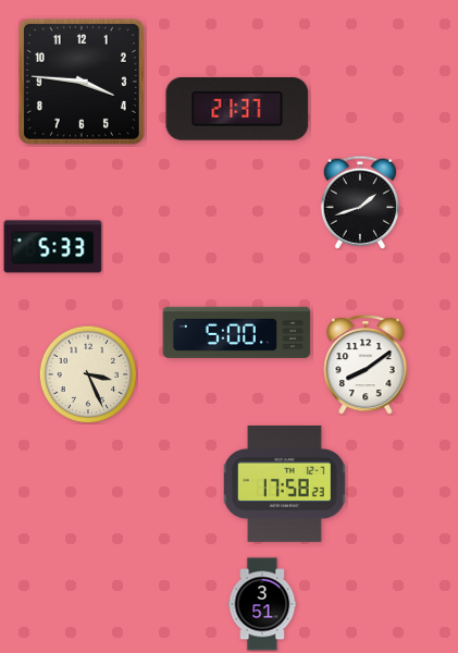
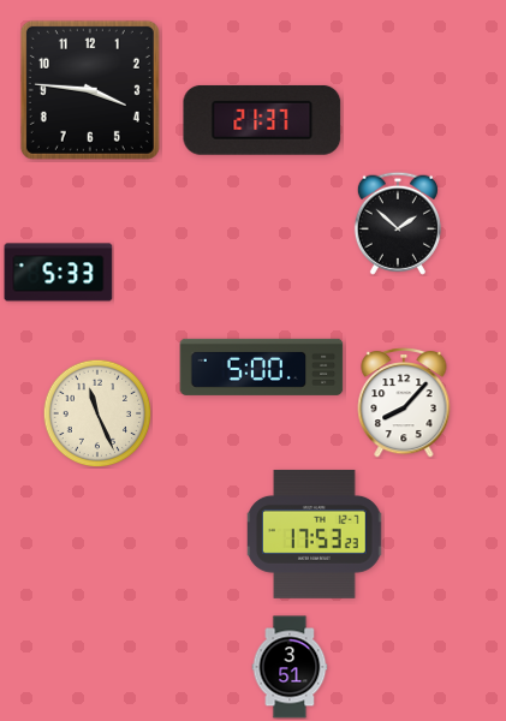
clock at (360, 202): 1:42 -> 1:52
clock at (366, 365): 8:09 -> 8:07
clock at (88, 374): 3:26 -> 11:26
clock at (285, 483): 17:58 -> 17:53
